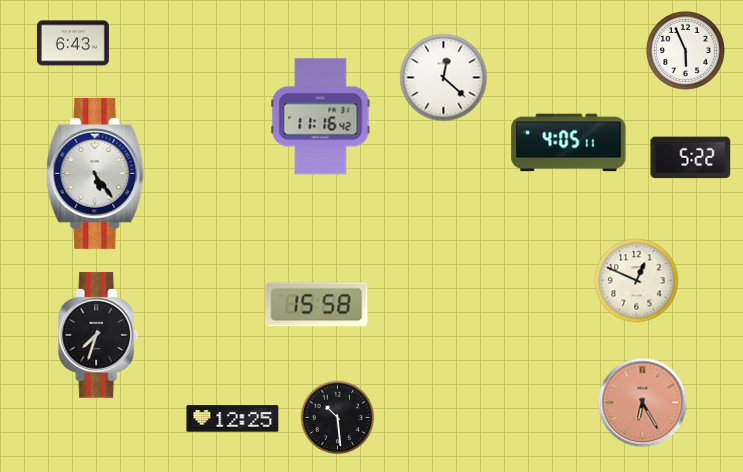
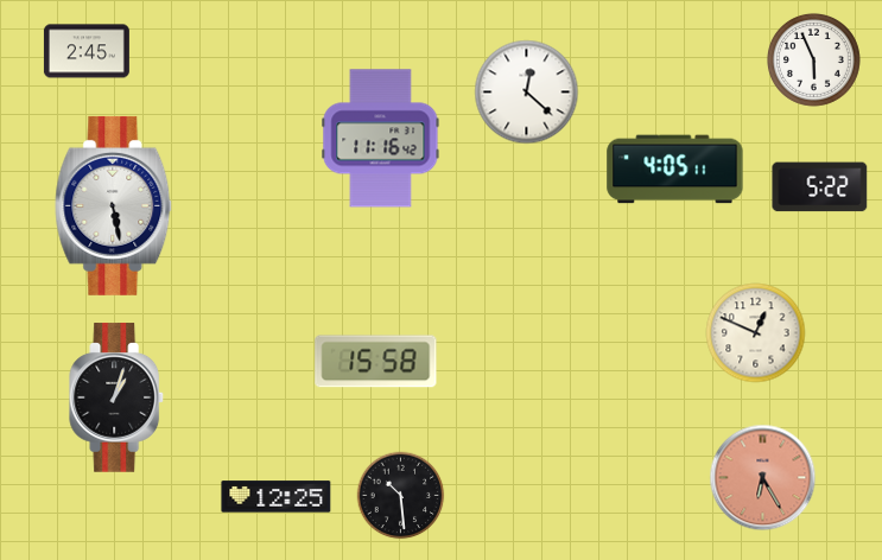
clock at (73, 43): 6:43 -> 2:45
clock at (96, 173): 5:24 -> 5:28
clock at (99, 335): 7:33 -> 1:03
